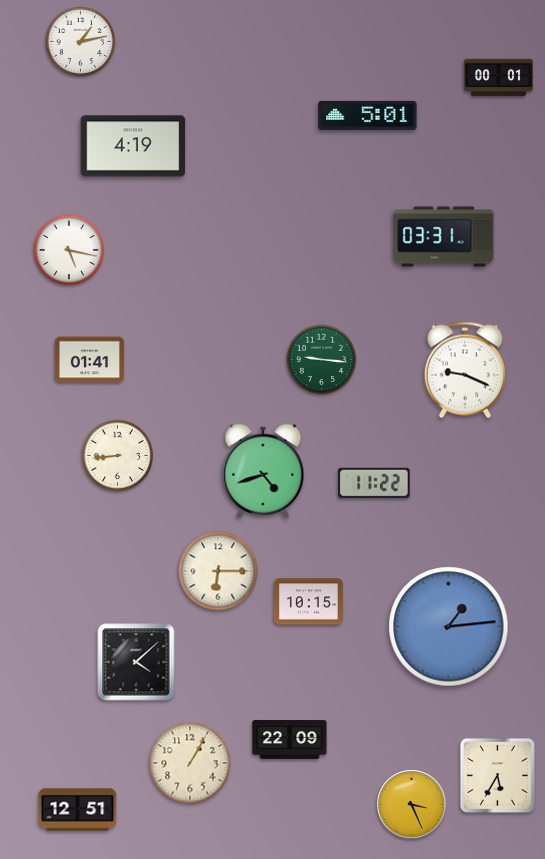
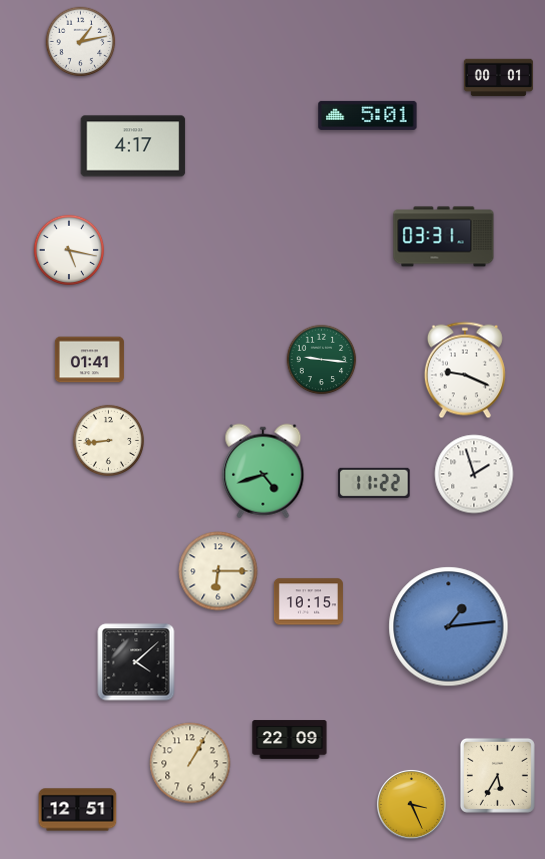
clock at (133, 146): 4:19 -> 4:17
clock at (117, 455) position: (117, 455) -> (108, 440)
clock at (474, 474): none -> 1:57
